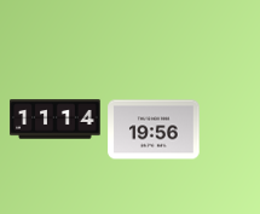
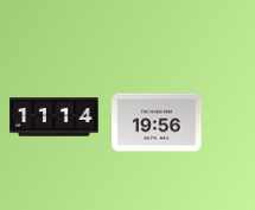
clock at (154, 129) position: (154, 129) -> (157, 122)
